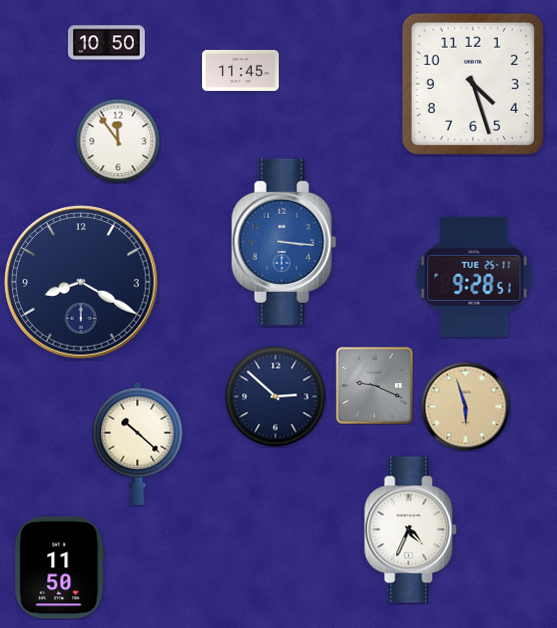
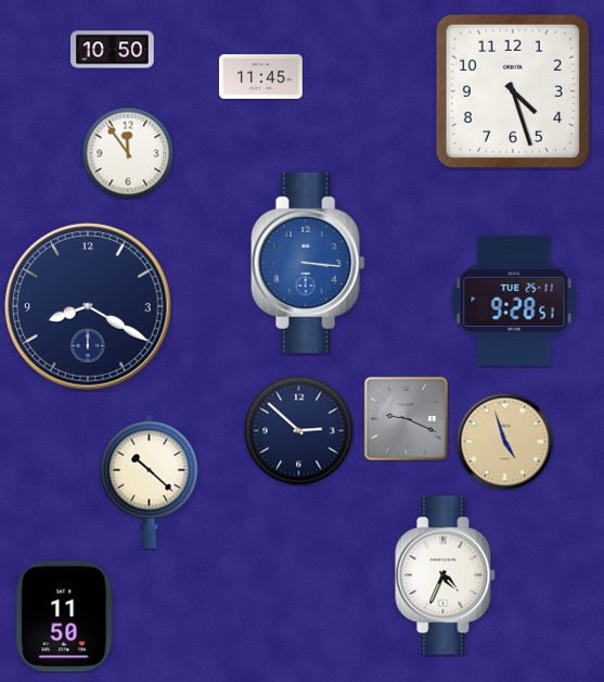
clock at (107, 43) position: (107, 43) -> (113, 50)
clock at (465, 406): 5:57 -> 4:57
